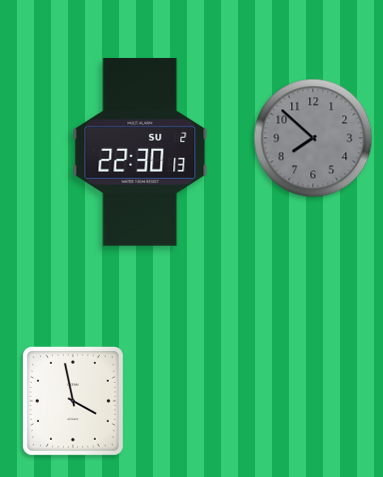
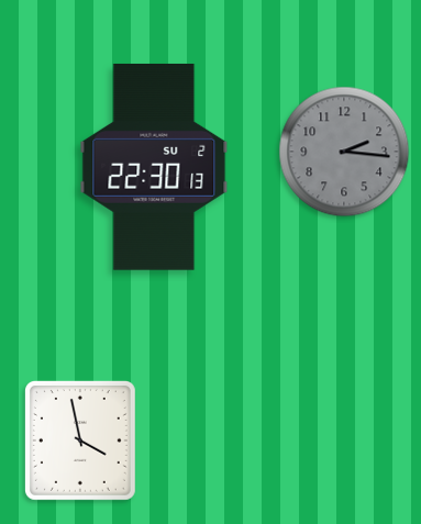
clock at (313, 138): 7:52 -> 2:16
